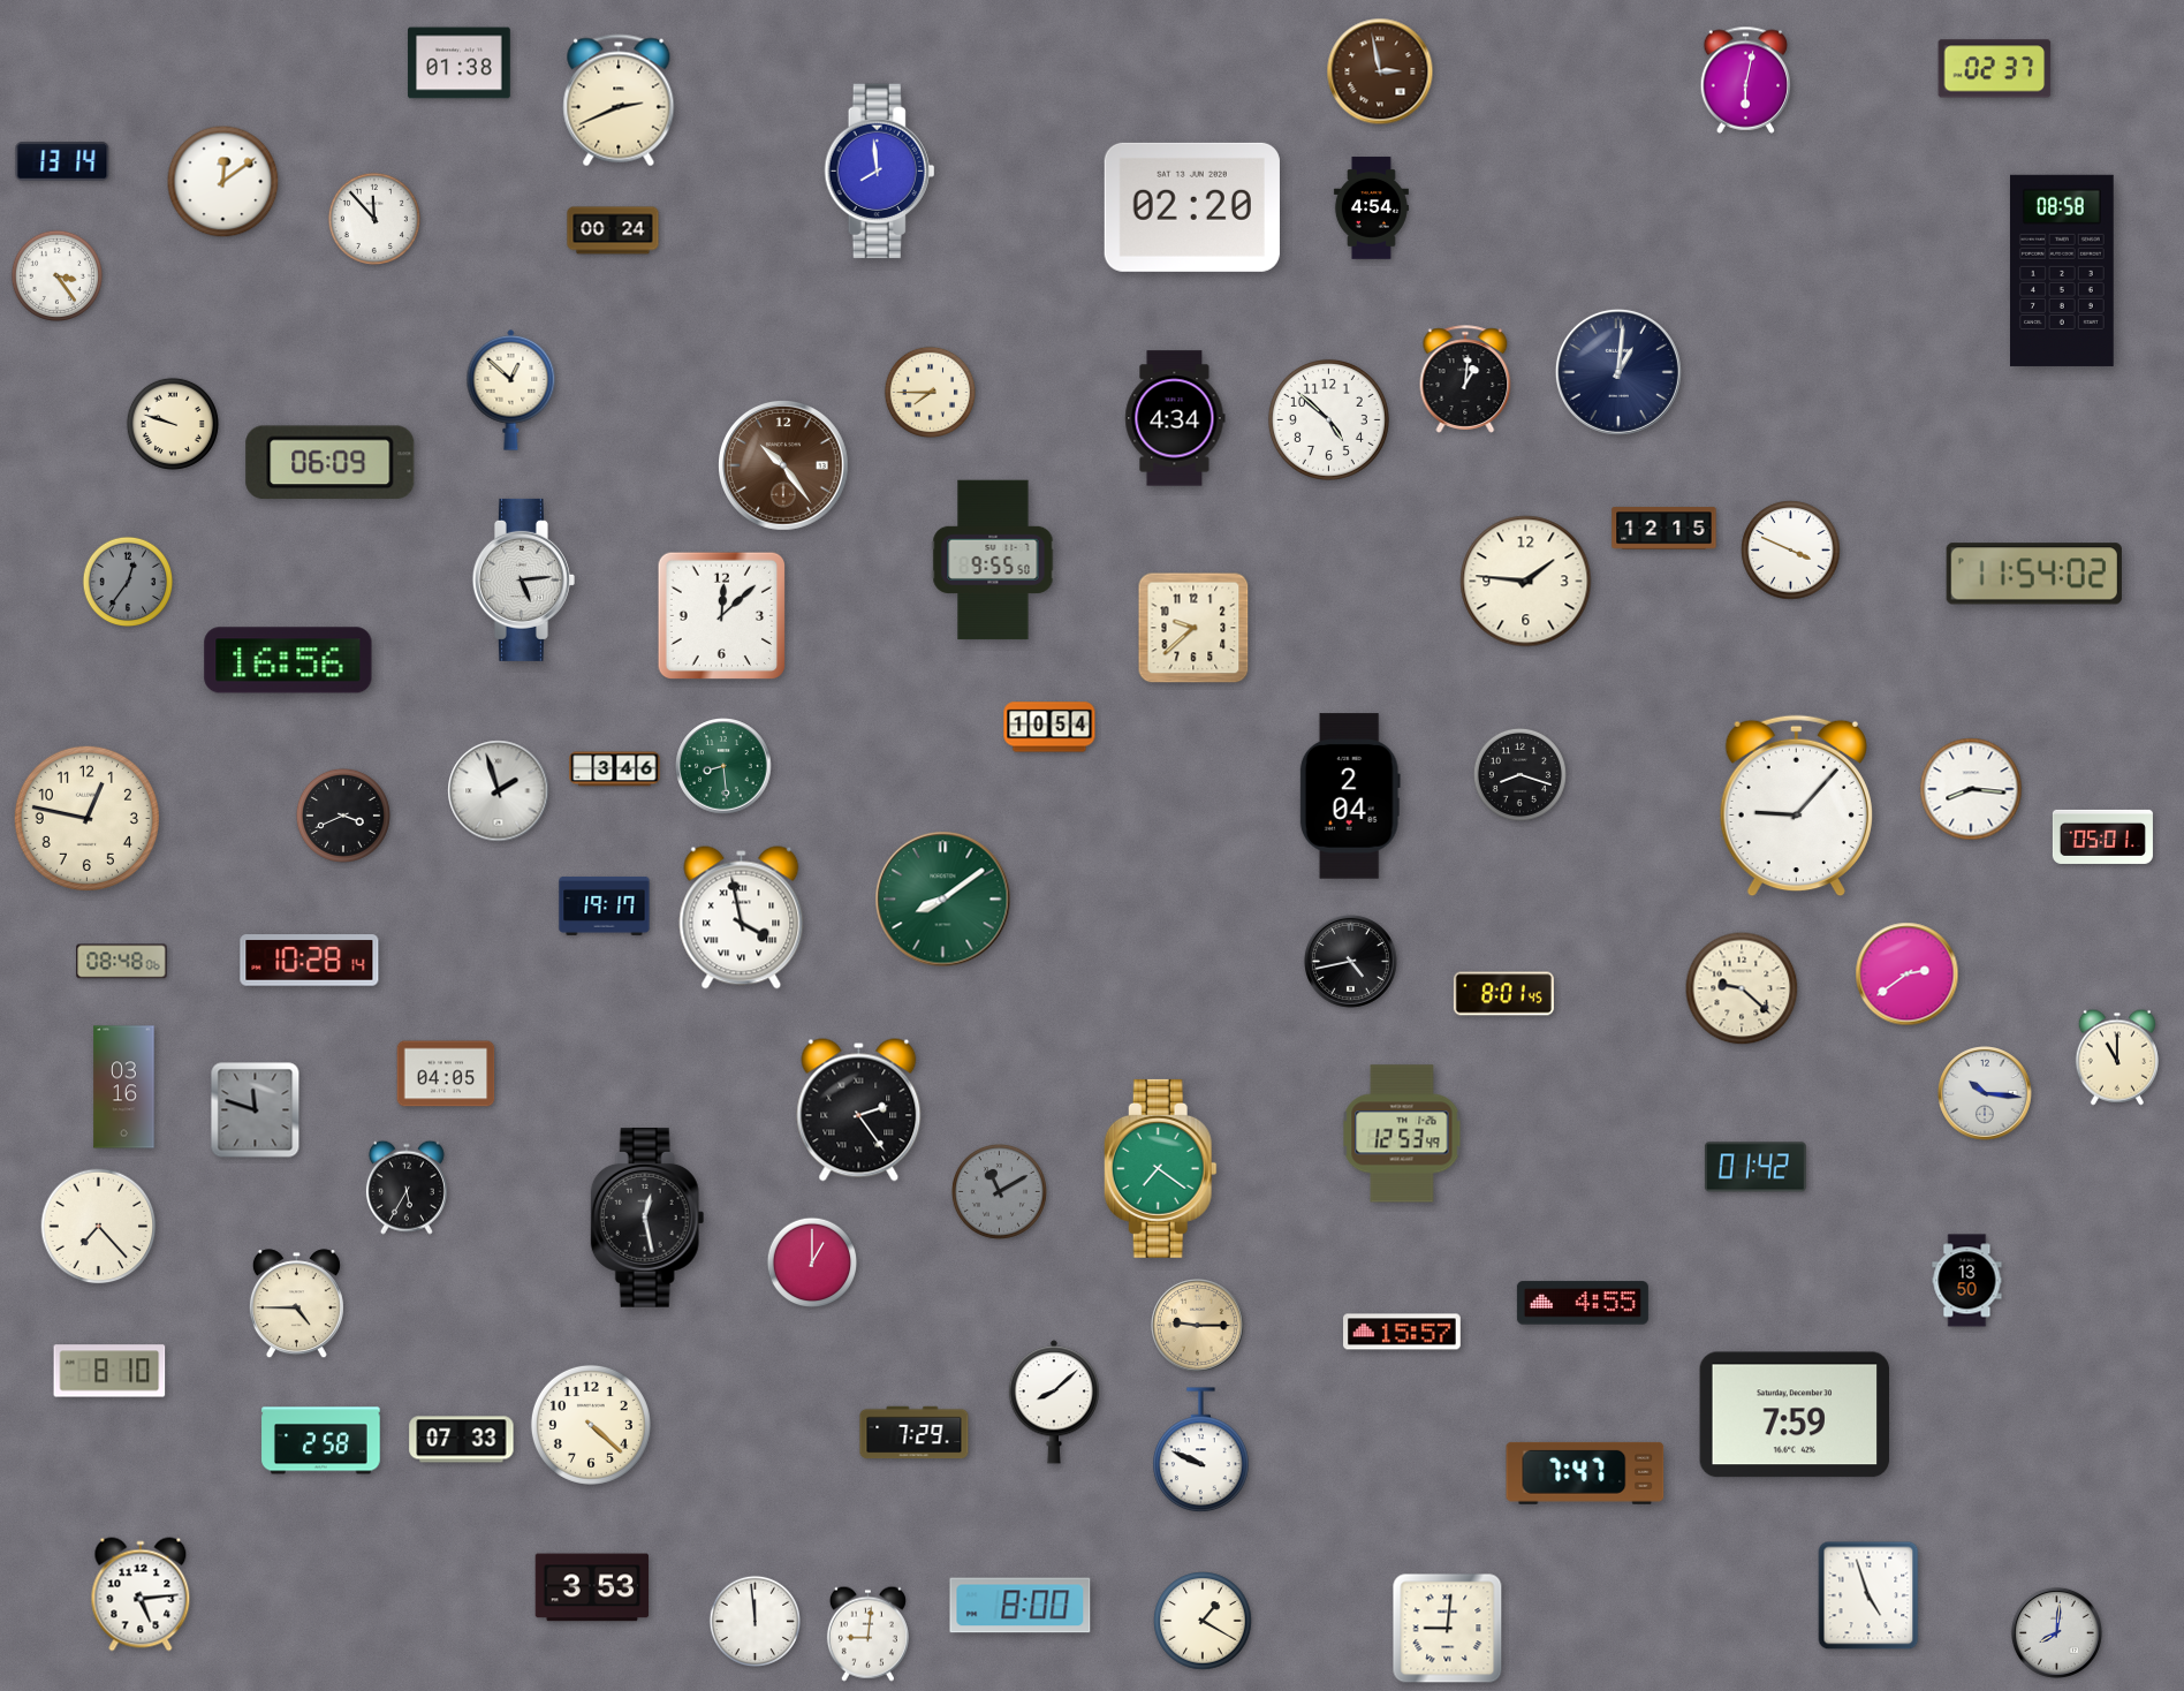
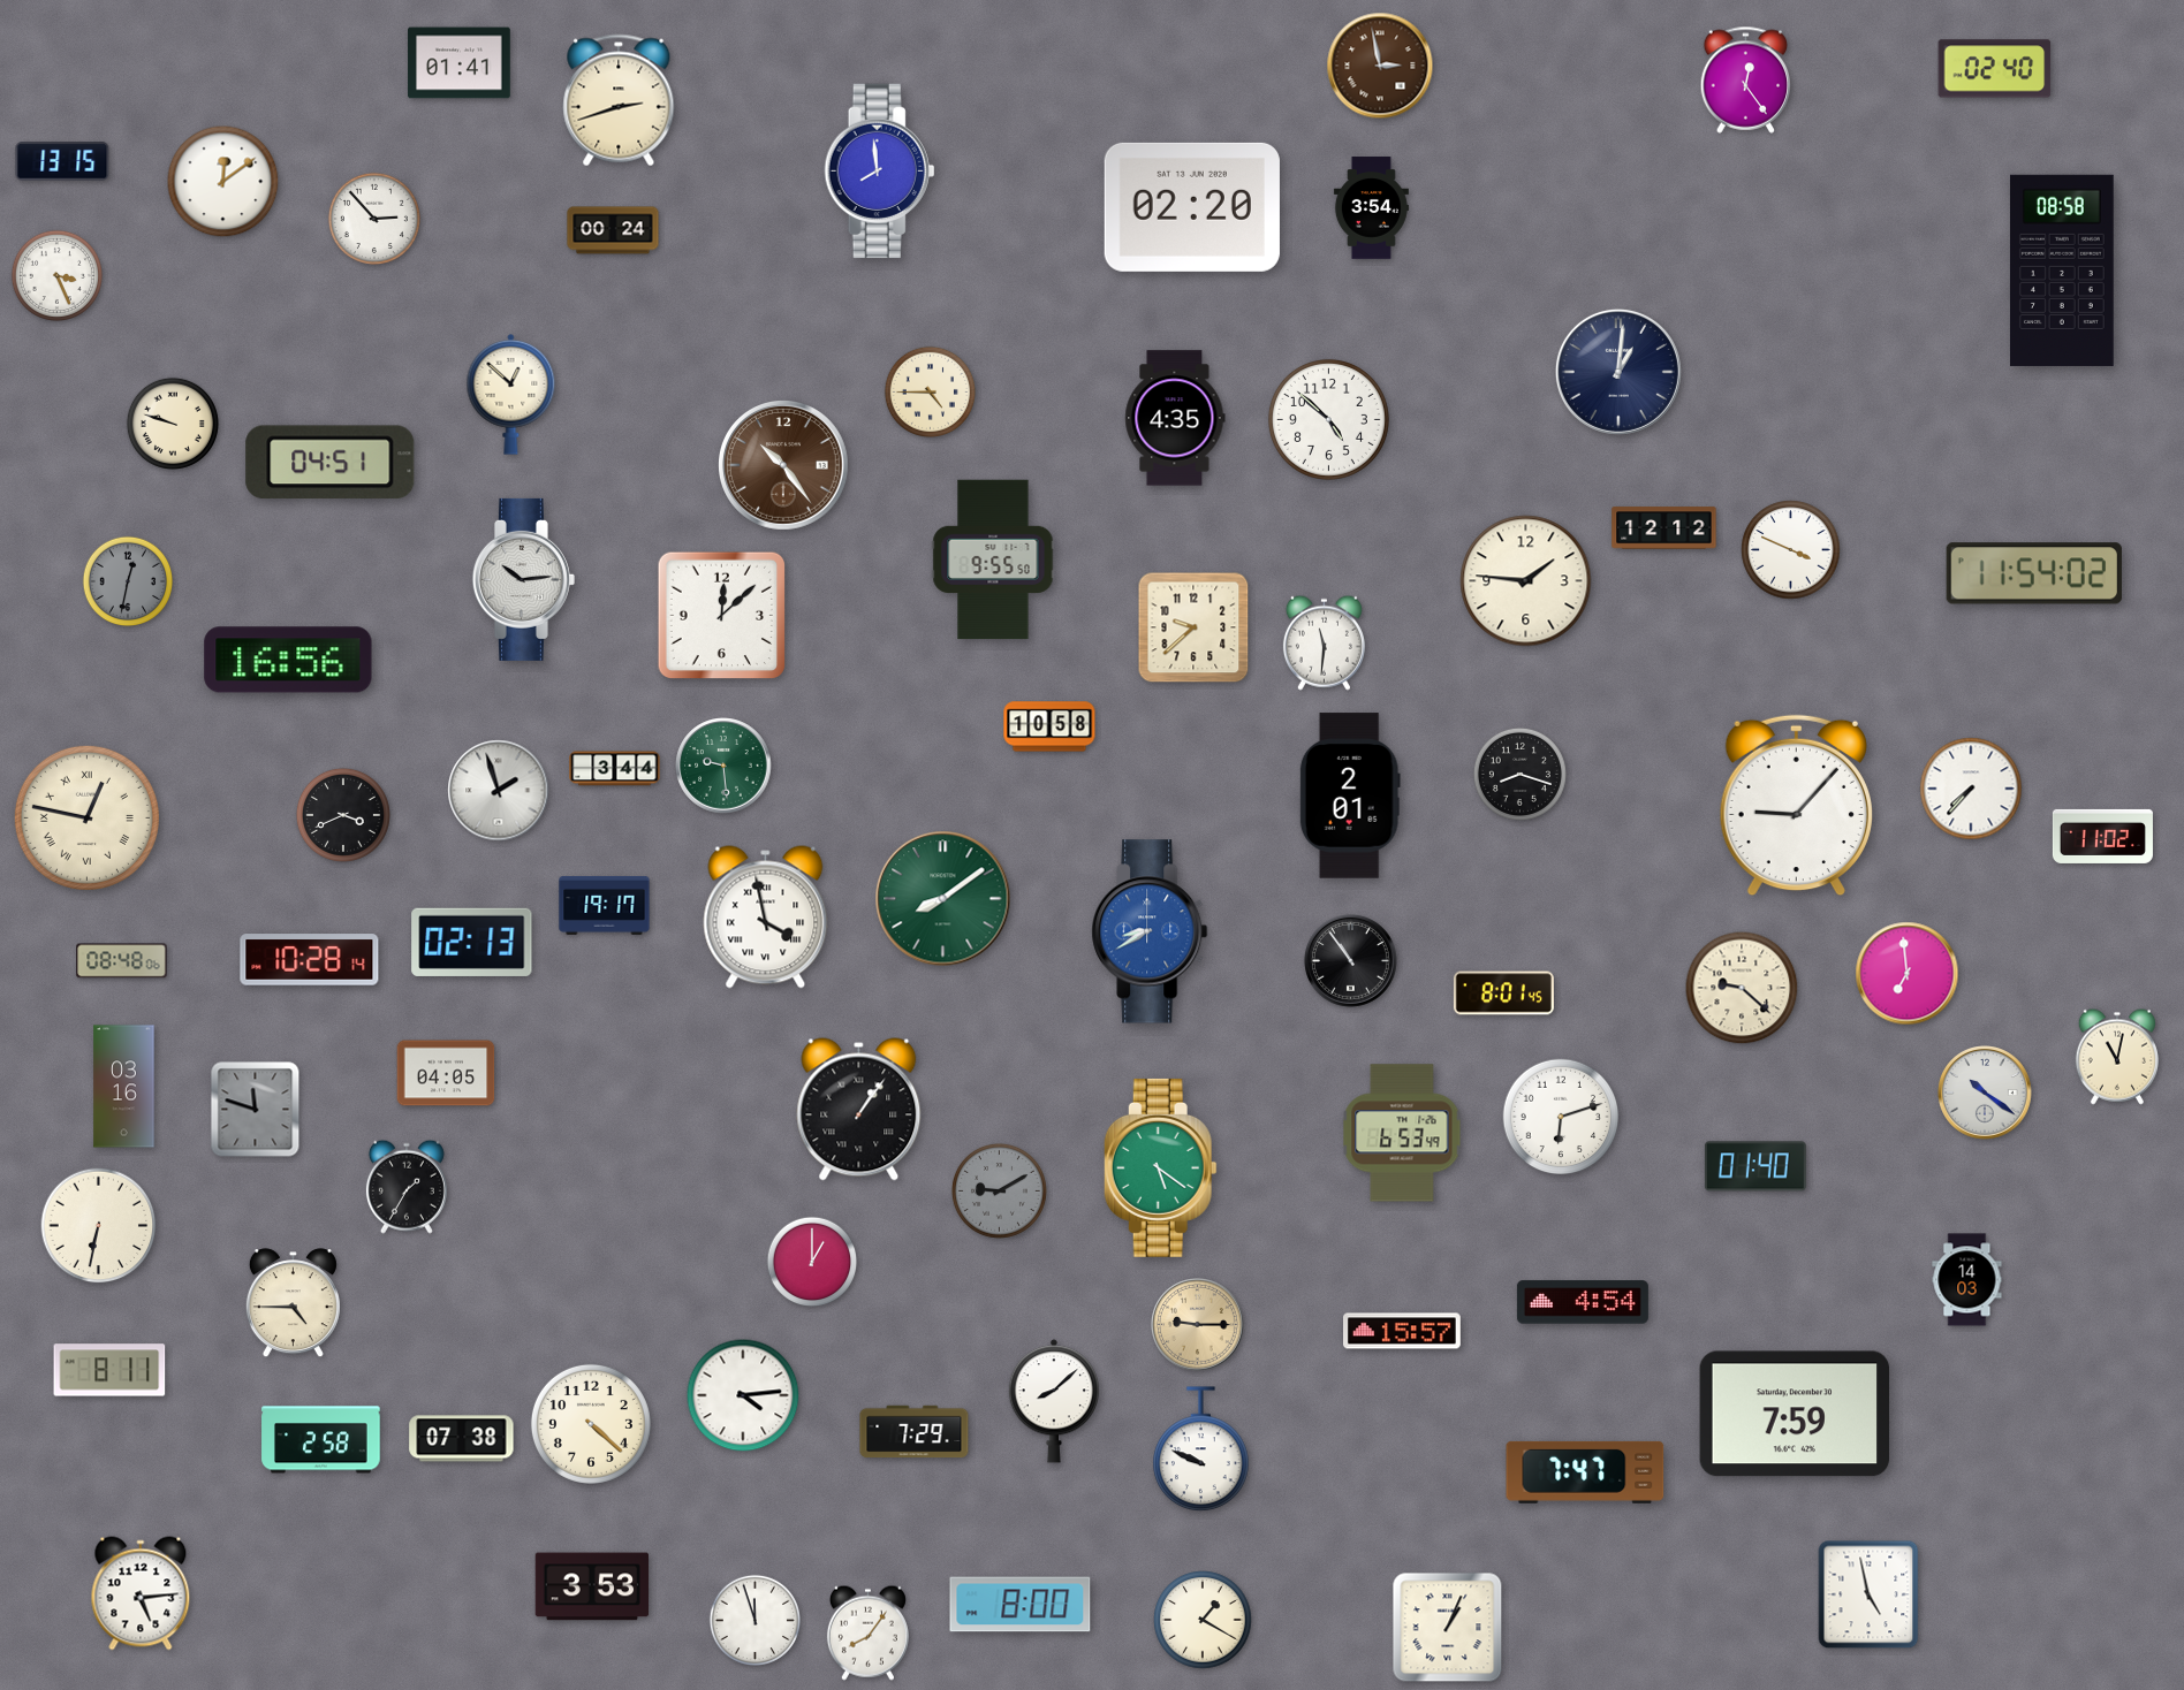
clock at (460, 63): 01:38 -> 01:41
clock at (1995, 69): 02:37 -> 02:40
clock at (1380, 71) position: (1380, 71) -> (1380, 66)
clock at (1746, 79): 6:02 -> 12:24
clock at (619, 100): 2:41 -> 2:42
clock at (62, 161): 13:14 -> 13:15
clock at (1371, 208): 4:54 -> 3:54
clock at (374, 219): 11:53 -> 2:53
clock at (56, 275): 3:24 -> 3:26
clock at (1465, 379): 1:01 -> none
clock at (511, 389) position: (511, 389) -> (511, 394)
clock at (930, 392): 7:45 -> 4:45
clock at (1175, 418): 4:34 -> 4:35
clock at (331, 463): 06:09 -> 04:51
clock at (1664, 529): 12:15 -> 12:12
clock at (523, 579): 5:14 -> 10:14
clock at (128, 582): 12:36 -> 12:32
clock at (1324, 642): none -> 11:31
clock at (1049, 727): 10:54 -> 10:58
clock at (723, 766): 8:29 -> 9:29
clock at (615, 769): 3:46 -> 3:44
clock at (1971, 789): 8:16 -> 7:37
clock at (1350, 796): 2:04 -> 2:01
clock at (86, 818) numerals: Arabic -> Roman
clock at (2102, 836): 05:01 -> 11:02
clock at (742, 918) position: (742, 918) -> (766, 918)
clock at (1150, 931): none -> 8:40
clock at (472, 942): none -> 02:13
clock at (1351, 962): 4:43 -> 10:54
clock at (1908, 975): 2:39 -> 6:59
clock at (2117, 1057): 11:00 -> 11:02
clock at (1985, 1093): 10:16 -> 10:21
clock at (859, 1110): 2:24 -> 1:06
clock at (1561, 1117): none -> 6:12
clock at (1402, 1133): 12:53 -> 6:53
clock at (1755, 1167): 01:42 -> 01:40
clock at (1160, 1168): 7:21 -> 5:21
clock at (407, 1188): 5:35 -> 1:35
clock at (999, 1191): 11:10 -> 9:10
clock at (647, 1218): 12:28 -> none
clock at (99, 1227): 7:23 -> 6:32
clock at (1967, 1281): 13:50 -> 14:03
clock at (1583, 1303): 4:55 -> 4:54
clock at (296, 1304) position: (296, 1304) -> (293, 1303)
clock at (109, 1371): 8:10 -> 8:11
clock at (743, 1395): none -> 4:14
clock at (462, 1440): 07:33 -> 07:38
clock at (1868, 1595): 4:57 -> 4:58
clock at (754, 1621): 11:59 -> 11:57
clock at (1448, 1629): 9:01 -> 1:04
clock at (2056, 1632): 8:01 -> none
clock at (867, 1633): 9:01 -> 8:06
